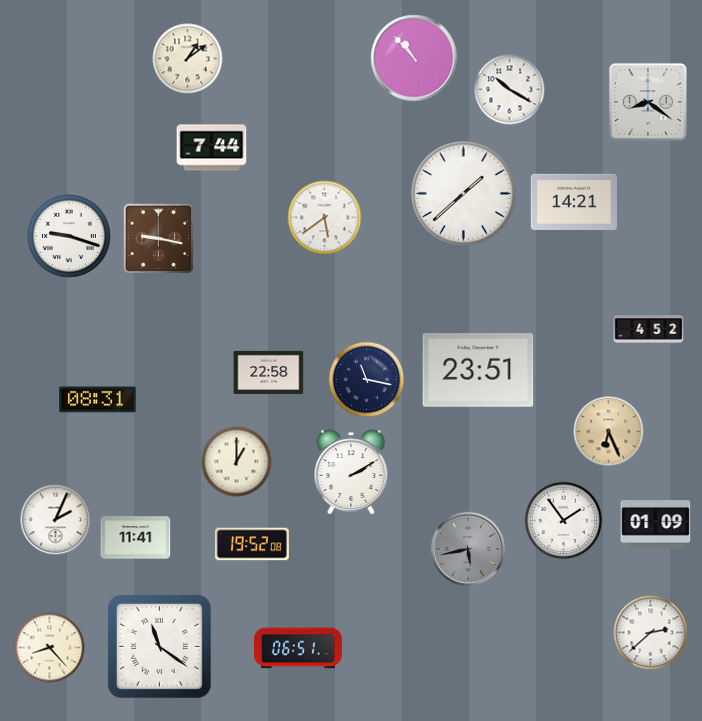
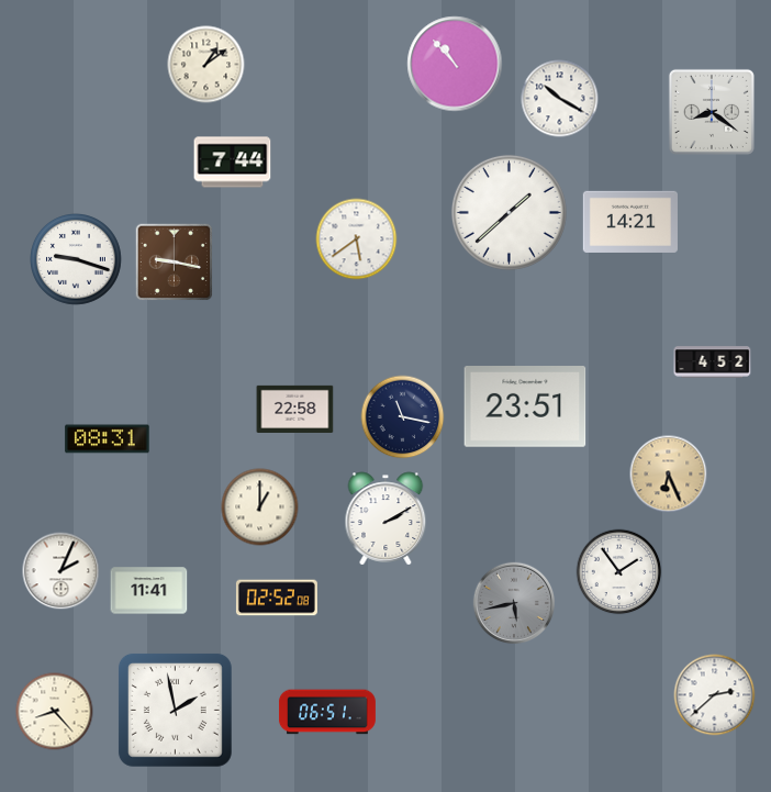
clock at (656, 525): 01:09 -> none
clock at (252, 544): 19:52 -> 02:52
clock at (159, 646): 11:21 -> 1:58
